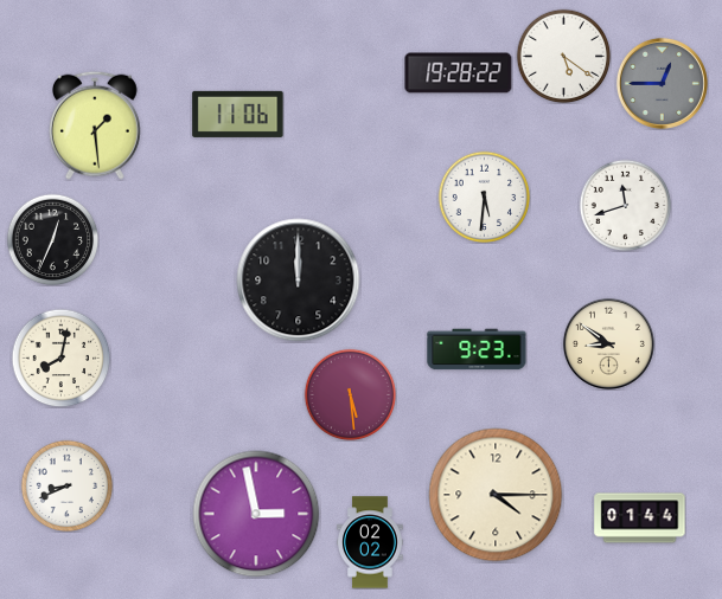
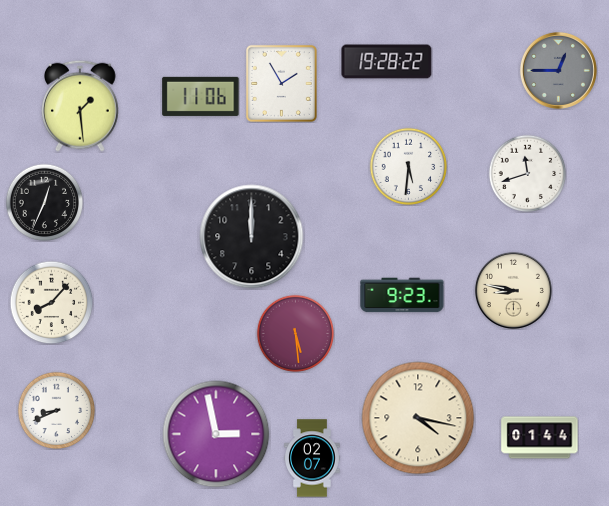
clock at (563, 56): 5:21 -> none
clock at (281, 83): none -> 1:55
clock at (608, 343): 8:51 -> 8:47
clock at (60, 358): 8:02 -> 8:07
clock at (496, 495): 4:15 -> 4:17
clock at (371, 542): 02:02 -> 02:07
